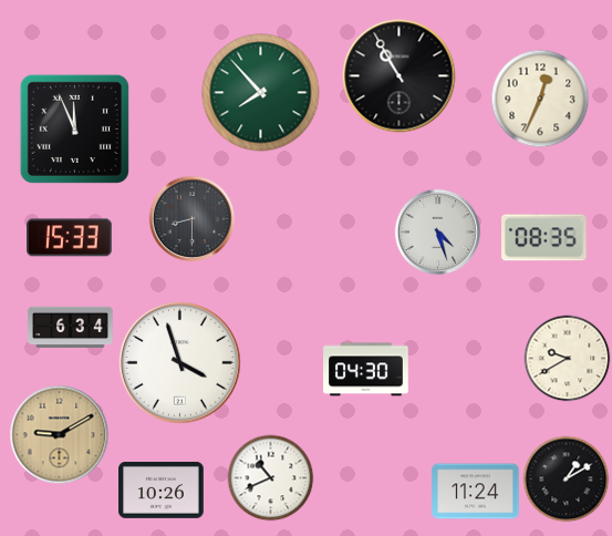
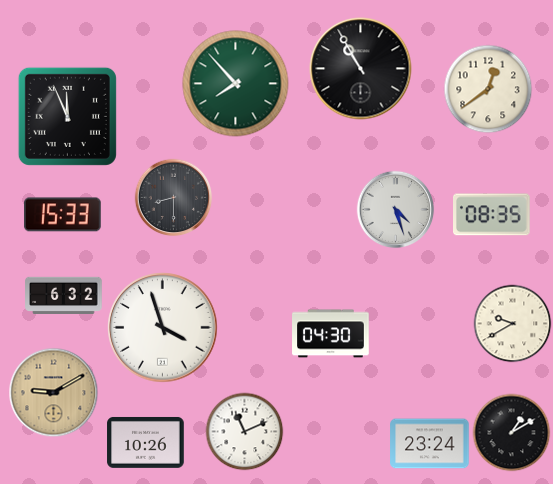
clock at (540, 99): 12:34 -> 12:39
clock at (71, 327): 6:34 -> 6:32
clock at (270, 477): 10:41 -> 11:11
clock at (476, 492): 11:24 -> 23:24
